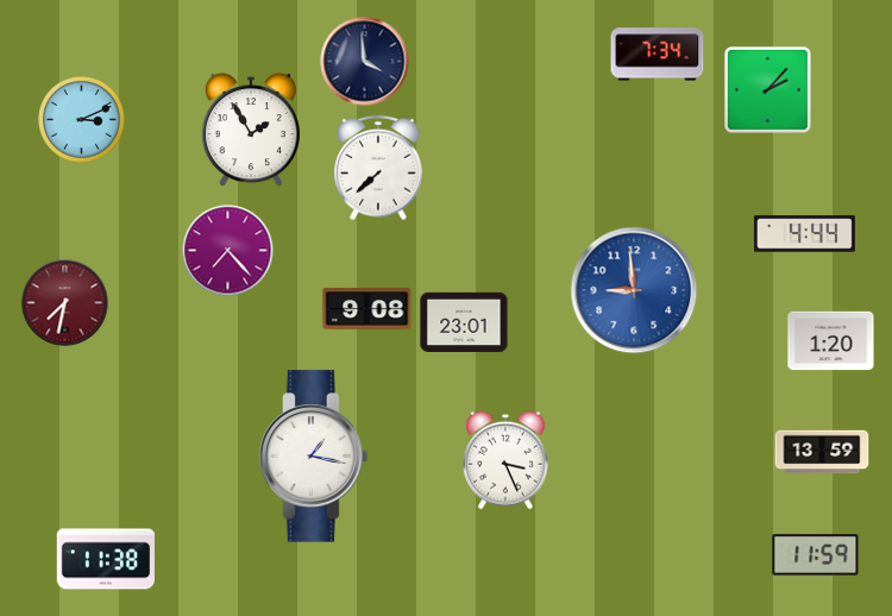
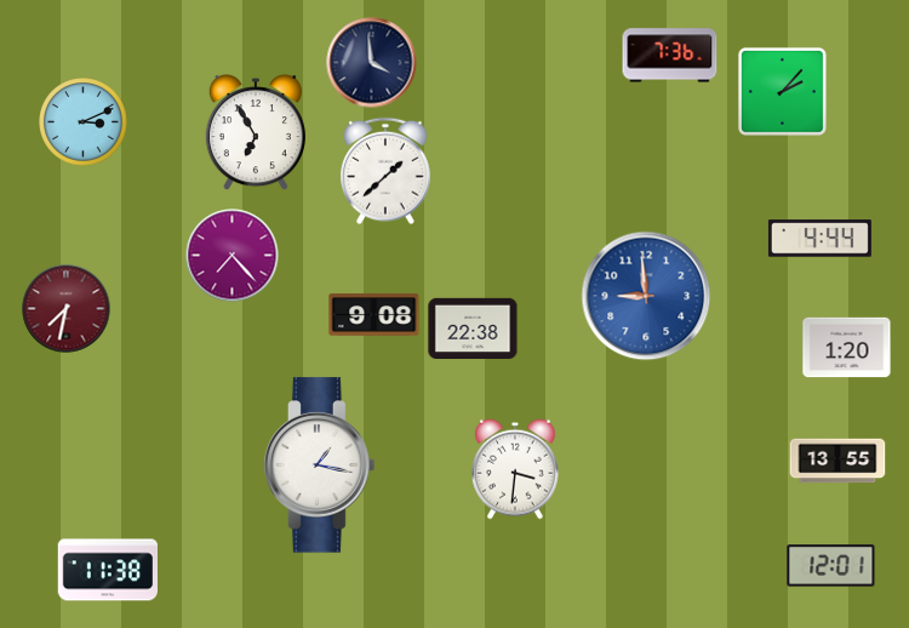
clock at (658, 55): 7:34 -> 7:36
clock at (251, 131): 1:55 -> 6:55
clock at (378, 168): 7:38 -> 1:38
clock at (464, 322): 23:01 -> 22:38
clock at (822, 452): 13:59 -> 13:55
clock at (507, 460): 3:26 -> 3:31
clock at (816, 555): 11:59 -> 12:01
